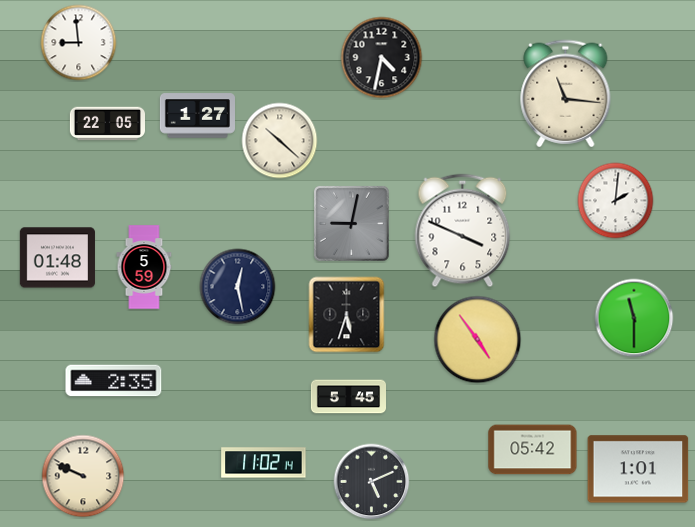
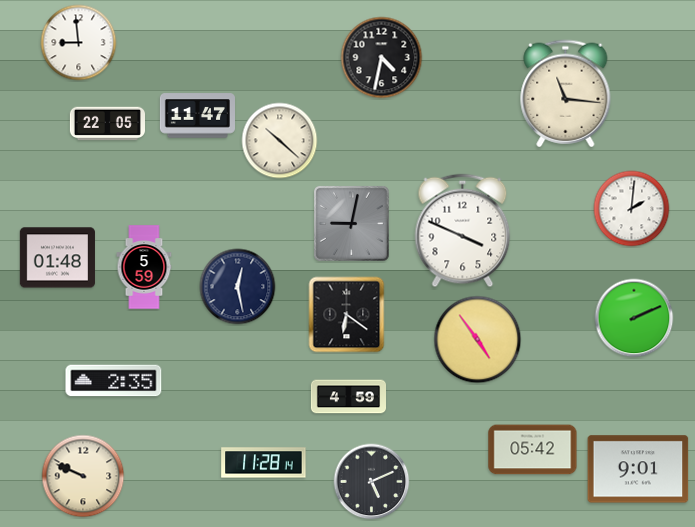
clock at (197, 116): 1:27 -> 11:47
clock at (616, 201) position: (616, 201) -> (632, 209)
clock at (347, 315): 5:33 -> 6:21
clock at (634, 318): 11:30 -> 2:11
clock at (348, 397): 5:45 -> 4:59
clock at (264, 463): 11:02 -> 11:28
clock at (638, 469): 1:01 -> 9:01
